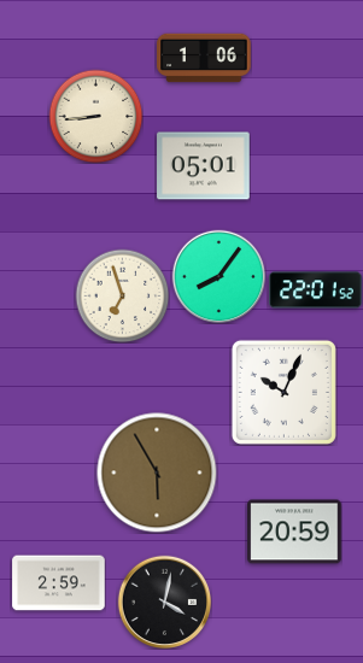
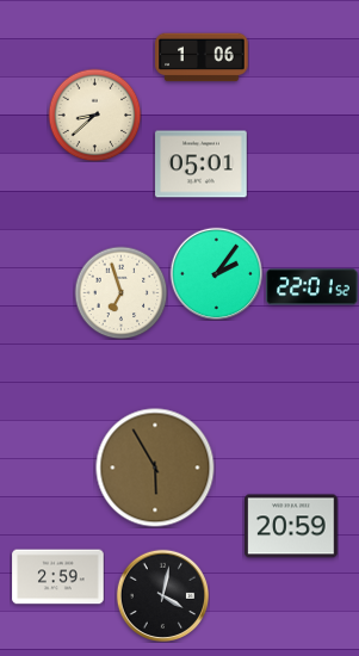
clock at (95, 116): 8:44 -> 8:38
clock at (218, 276): 8:06 -> 2:06
clock at (283, 392): 10:04 -> none
